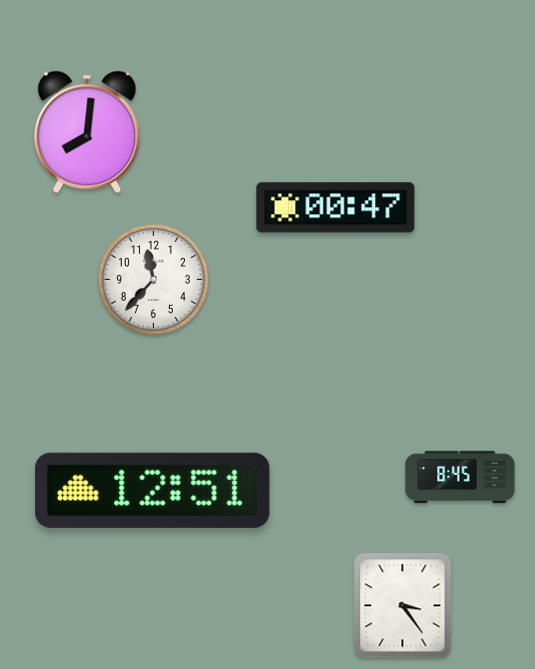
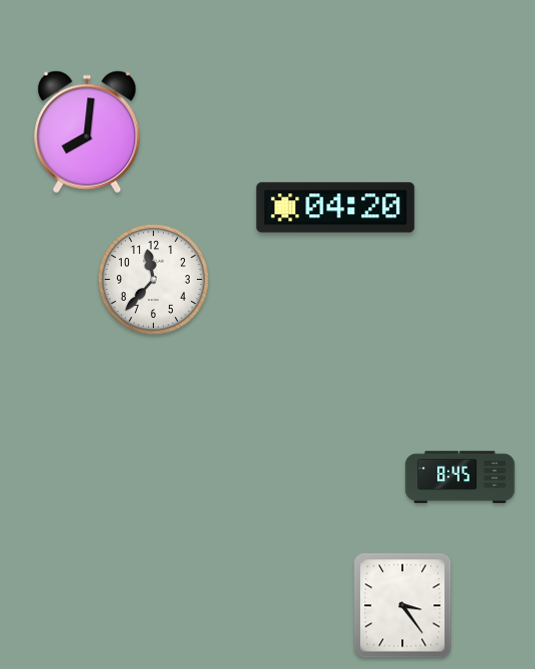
clock at (336, 208): 00:47 -> 04:20
clock at (153, 490): 12:51 -> none
